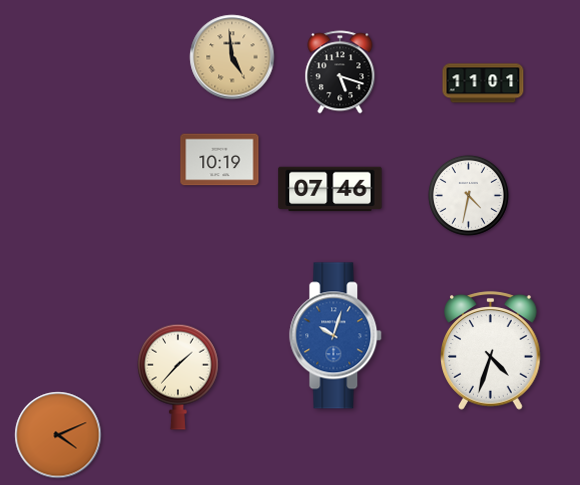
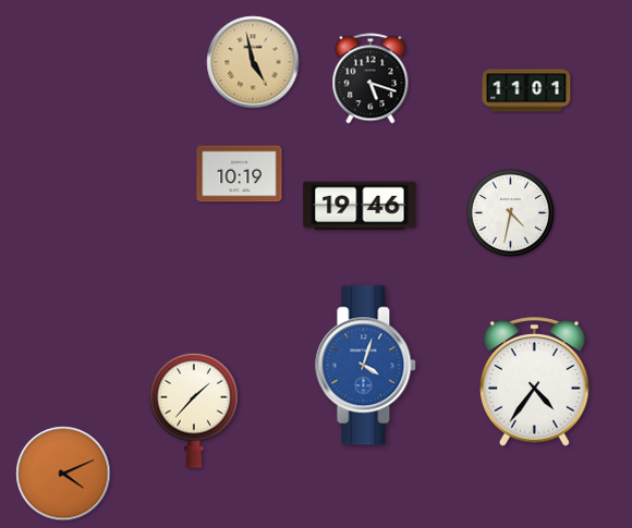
clock at (232, 57): 4:59 -> 4:58
clock at (330, 189): 07:46 -> 19:46
clock at (336, 336): 10:03 -> 4:03
clock at (491, 351): 4:33 -> 4:36
